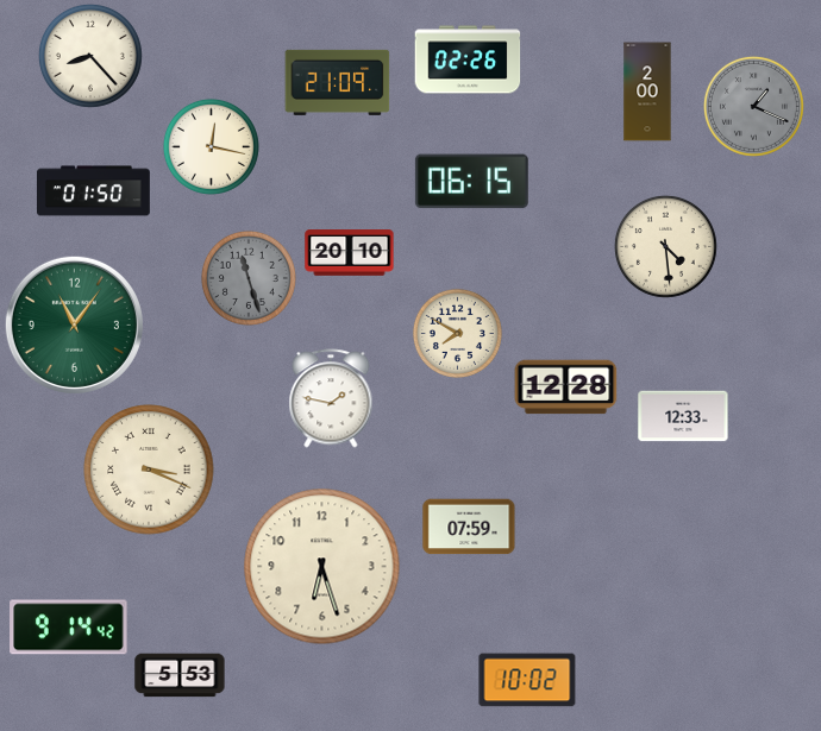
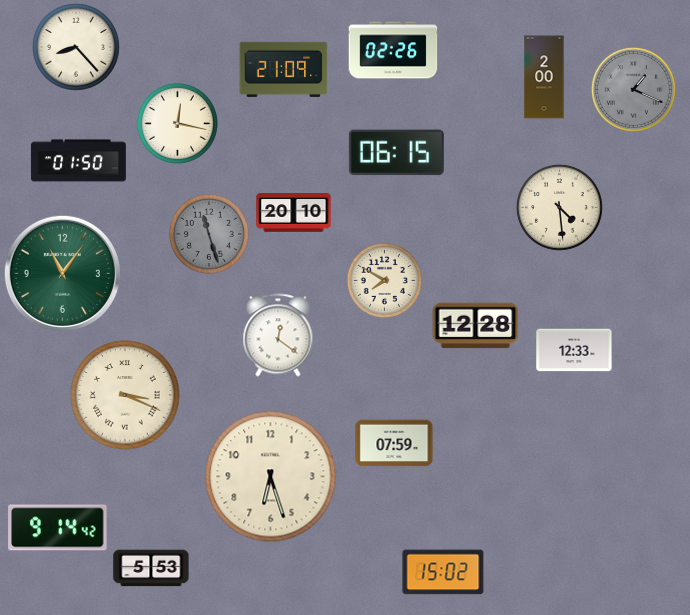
clock at (331, 398): 1:47 -> 12:21
clock at (527, 680): 10:02 -> 15:02
